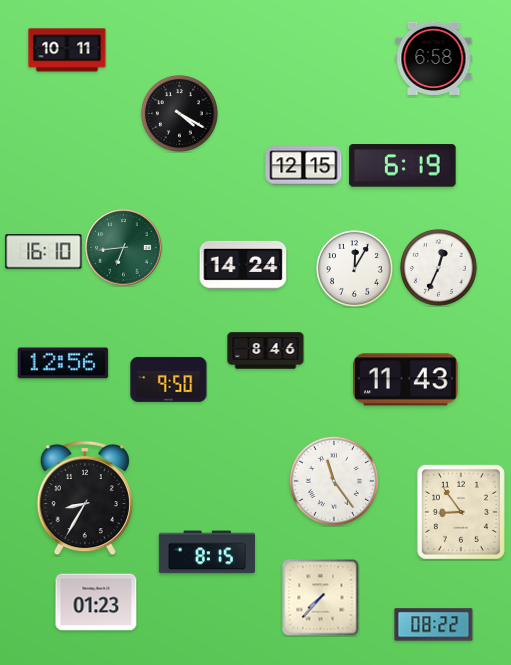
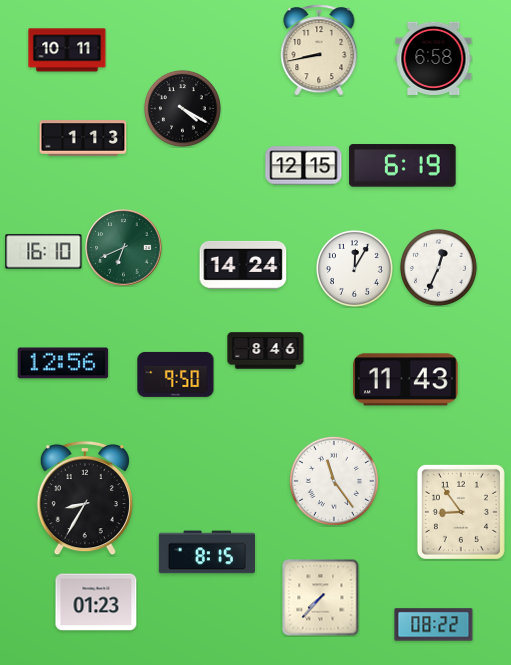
clock at (319, 50): none -> 8:43
clock at (179, 113) position: (179, 113) -> (182, 108)
clock at (83, 138): none -> 1:13
clock at (124, 248): 6:44 -> 6:41
clock at (169, 379) position: (169, 379) -> (176, 374)
